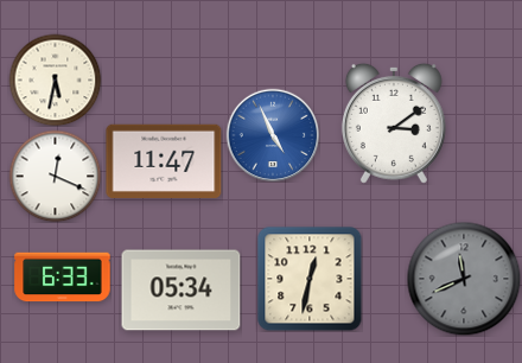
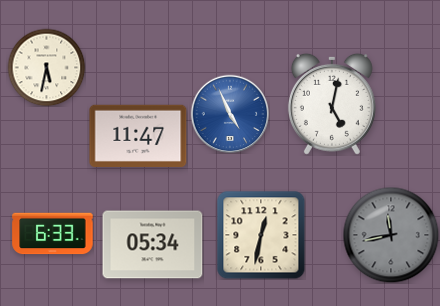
clock at (394, 123): 3:09 -> 5:02
clock at (55, 176): 12:19 -> none
clock at (464, 279): 11:41 -> 11:43
